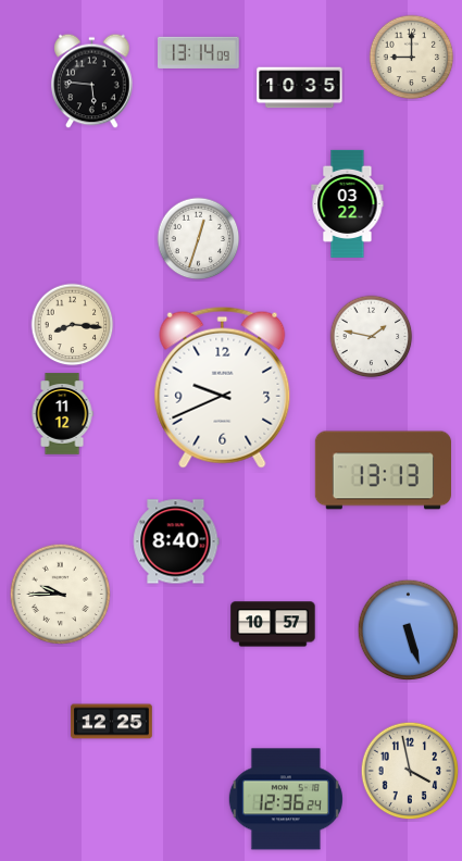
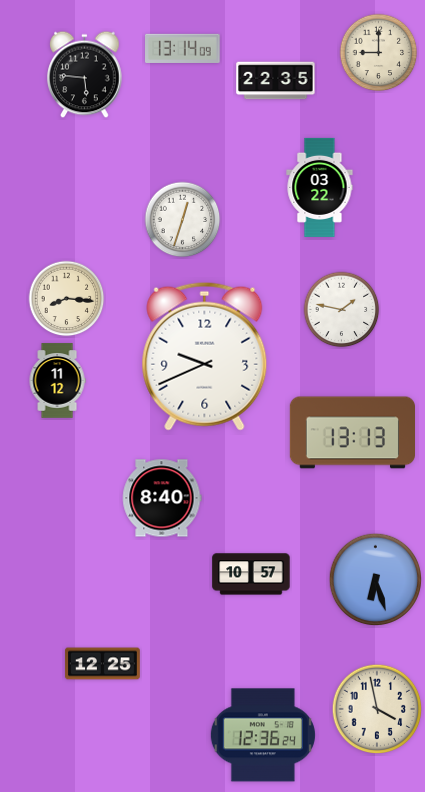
clock at (300, 88): 10:35 -> 22:35
clock at (61, 595): 9:45 -> none
clock at (409, 631): 5:27 -> 6:27
